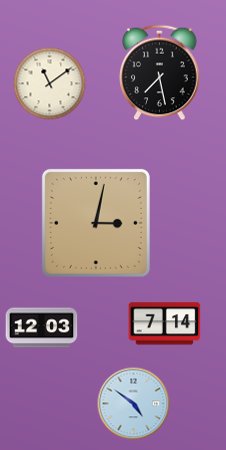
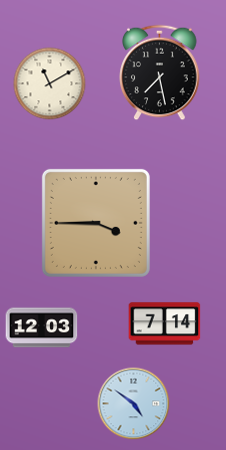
clock at (50, 84): 11:09 -> 11:10
clock at (96, 223): 3:02 -> 3:45
